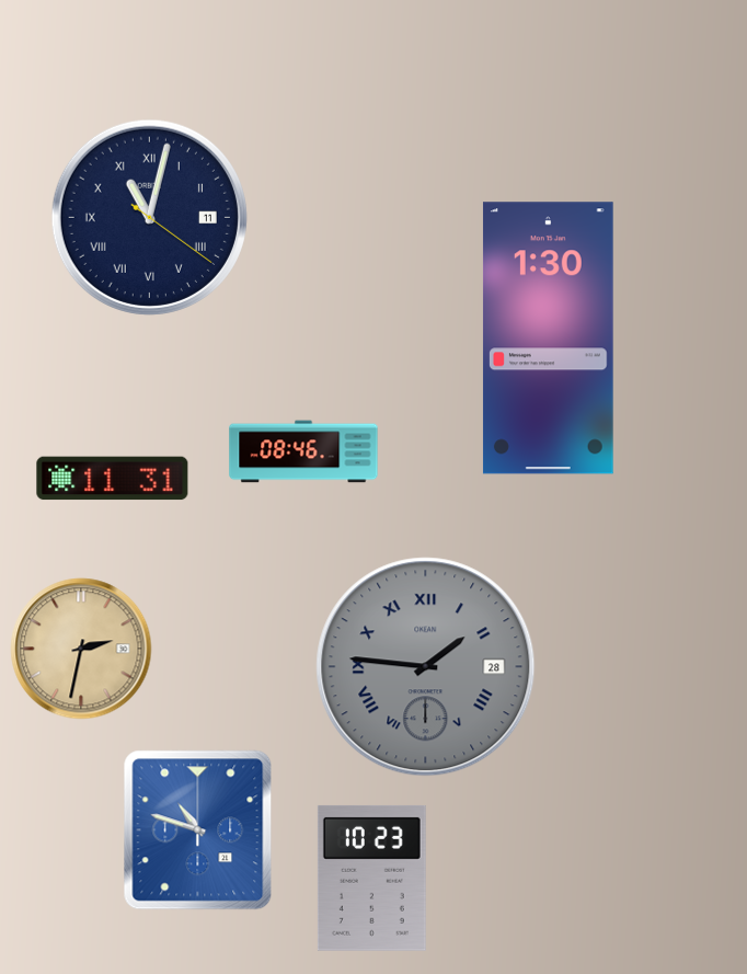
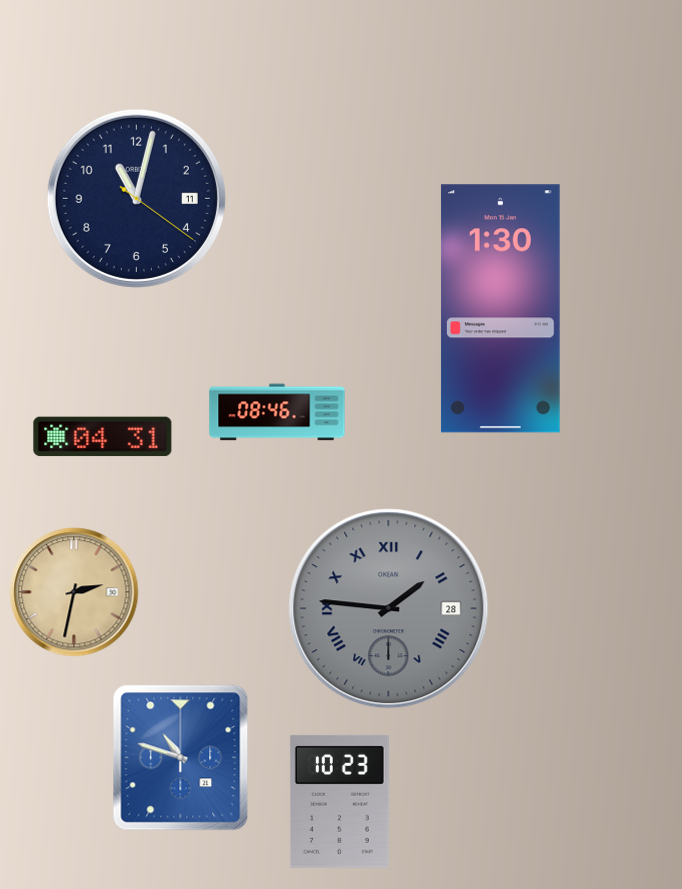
clock at (149, 217) numerals: Roman -> Arabic
clock at (113, 479): 11:31 -> 04:31
